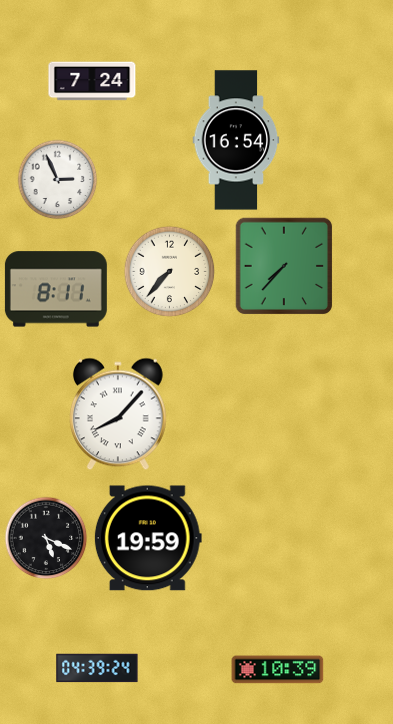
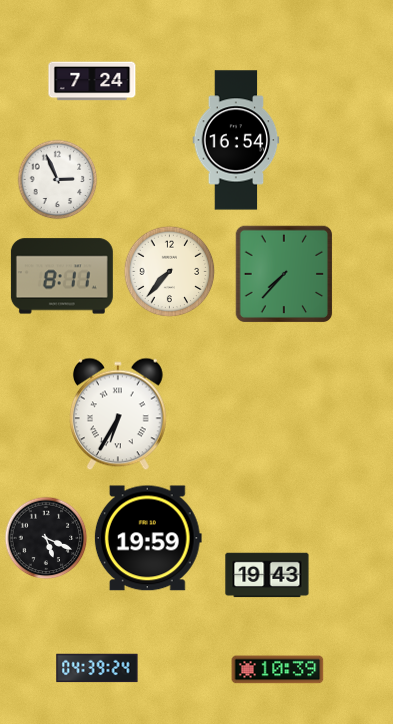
clock at (284, 266) position: (284, 266) -> (284, 274)
clock at (56, 289) position: (56, 289) -> (62, 276)
clock at (118, 414): 8:07 -> 6:35
clock at (267, 575): none -> 19:43
